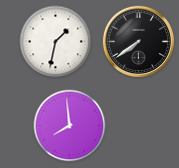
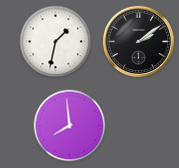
clock at (139, 42): 7:39 -> 2:09
